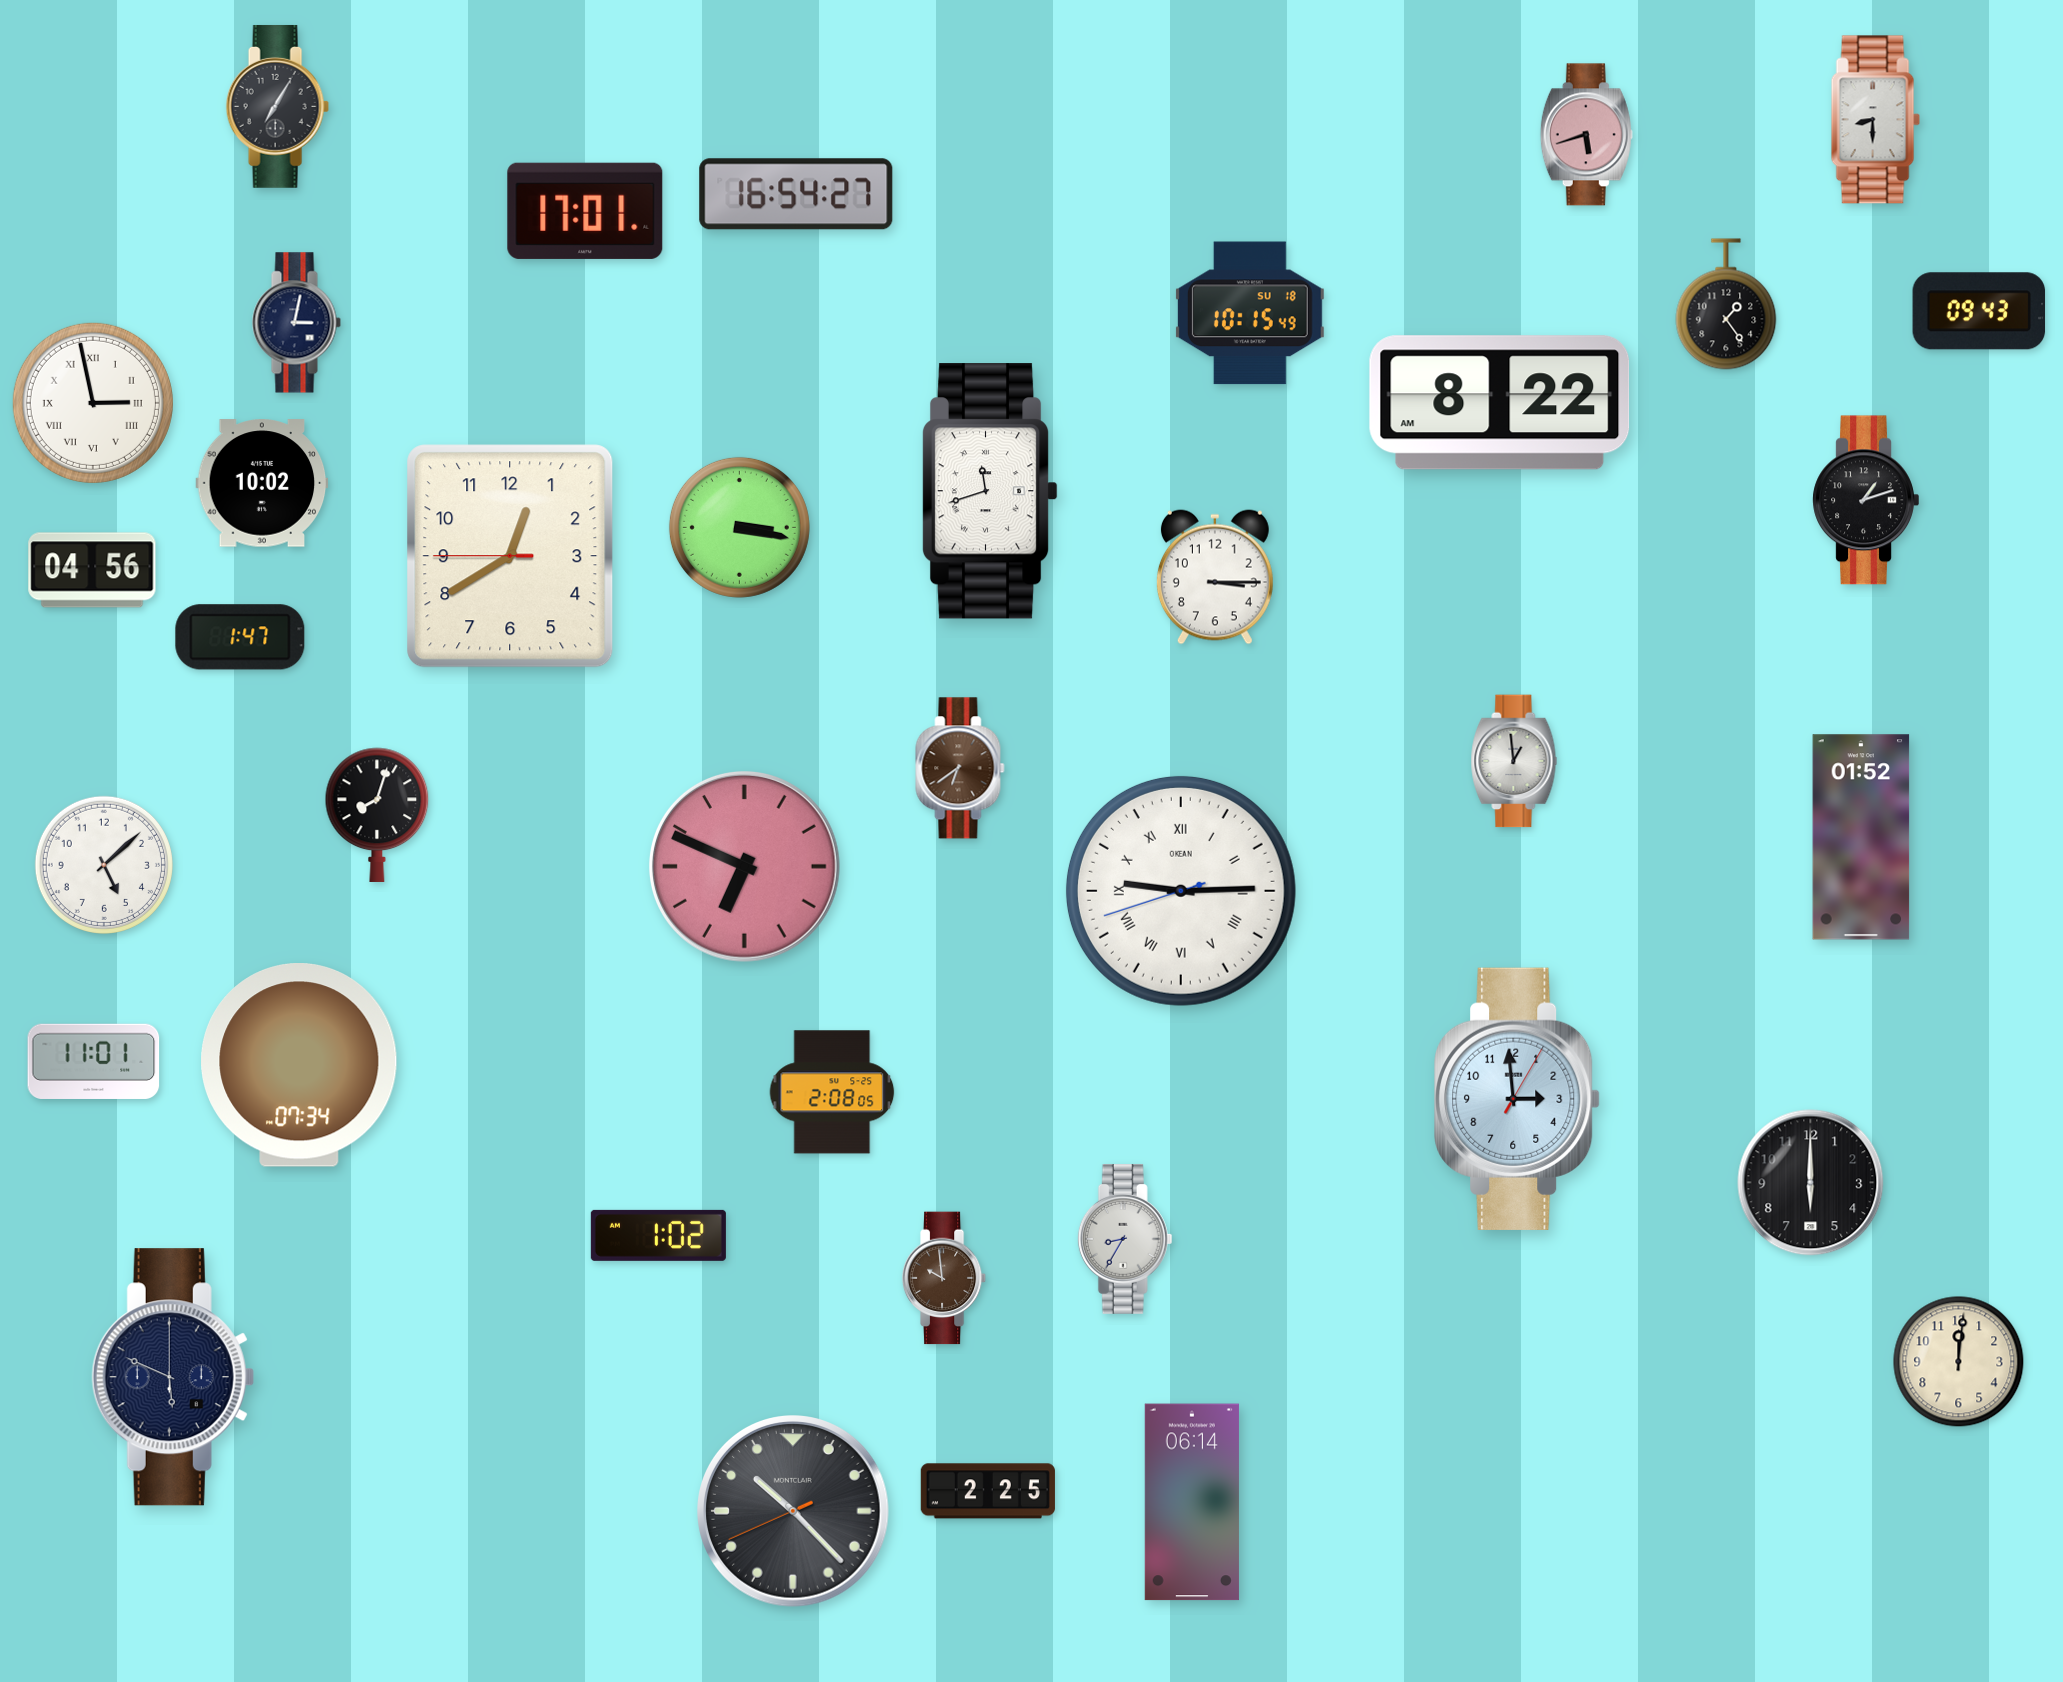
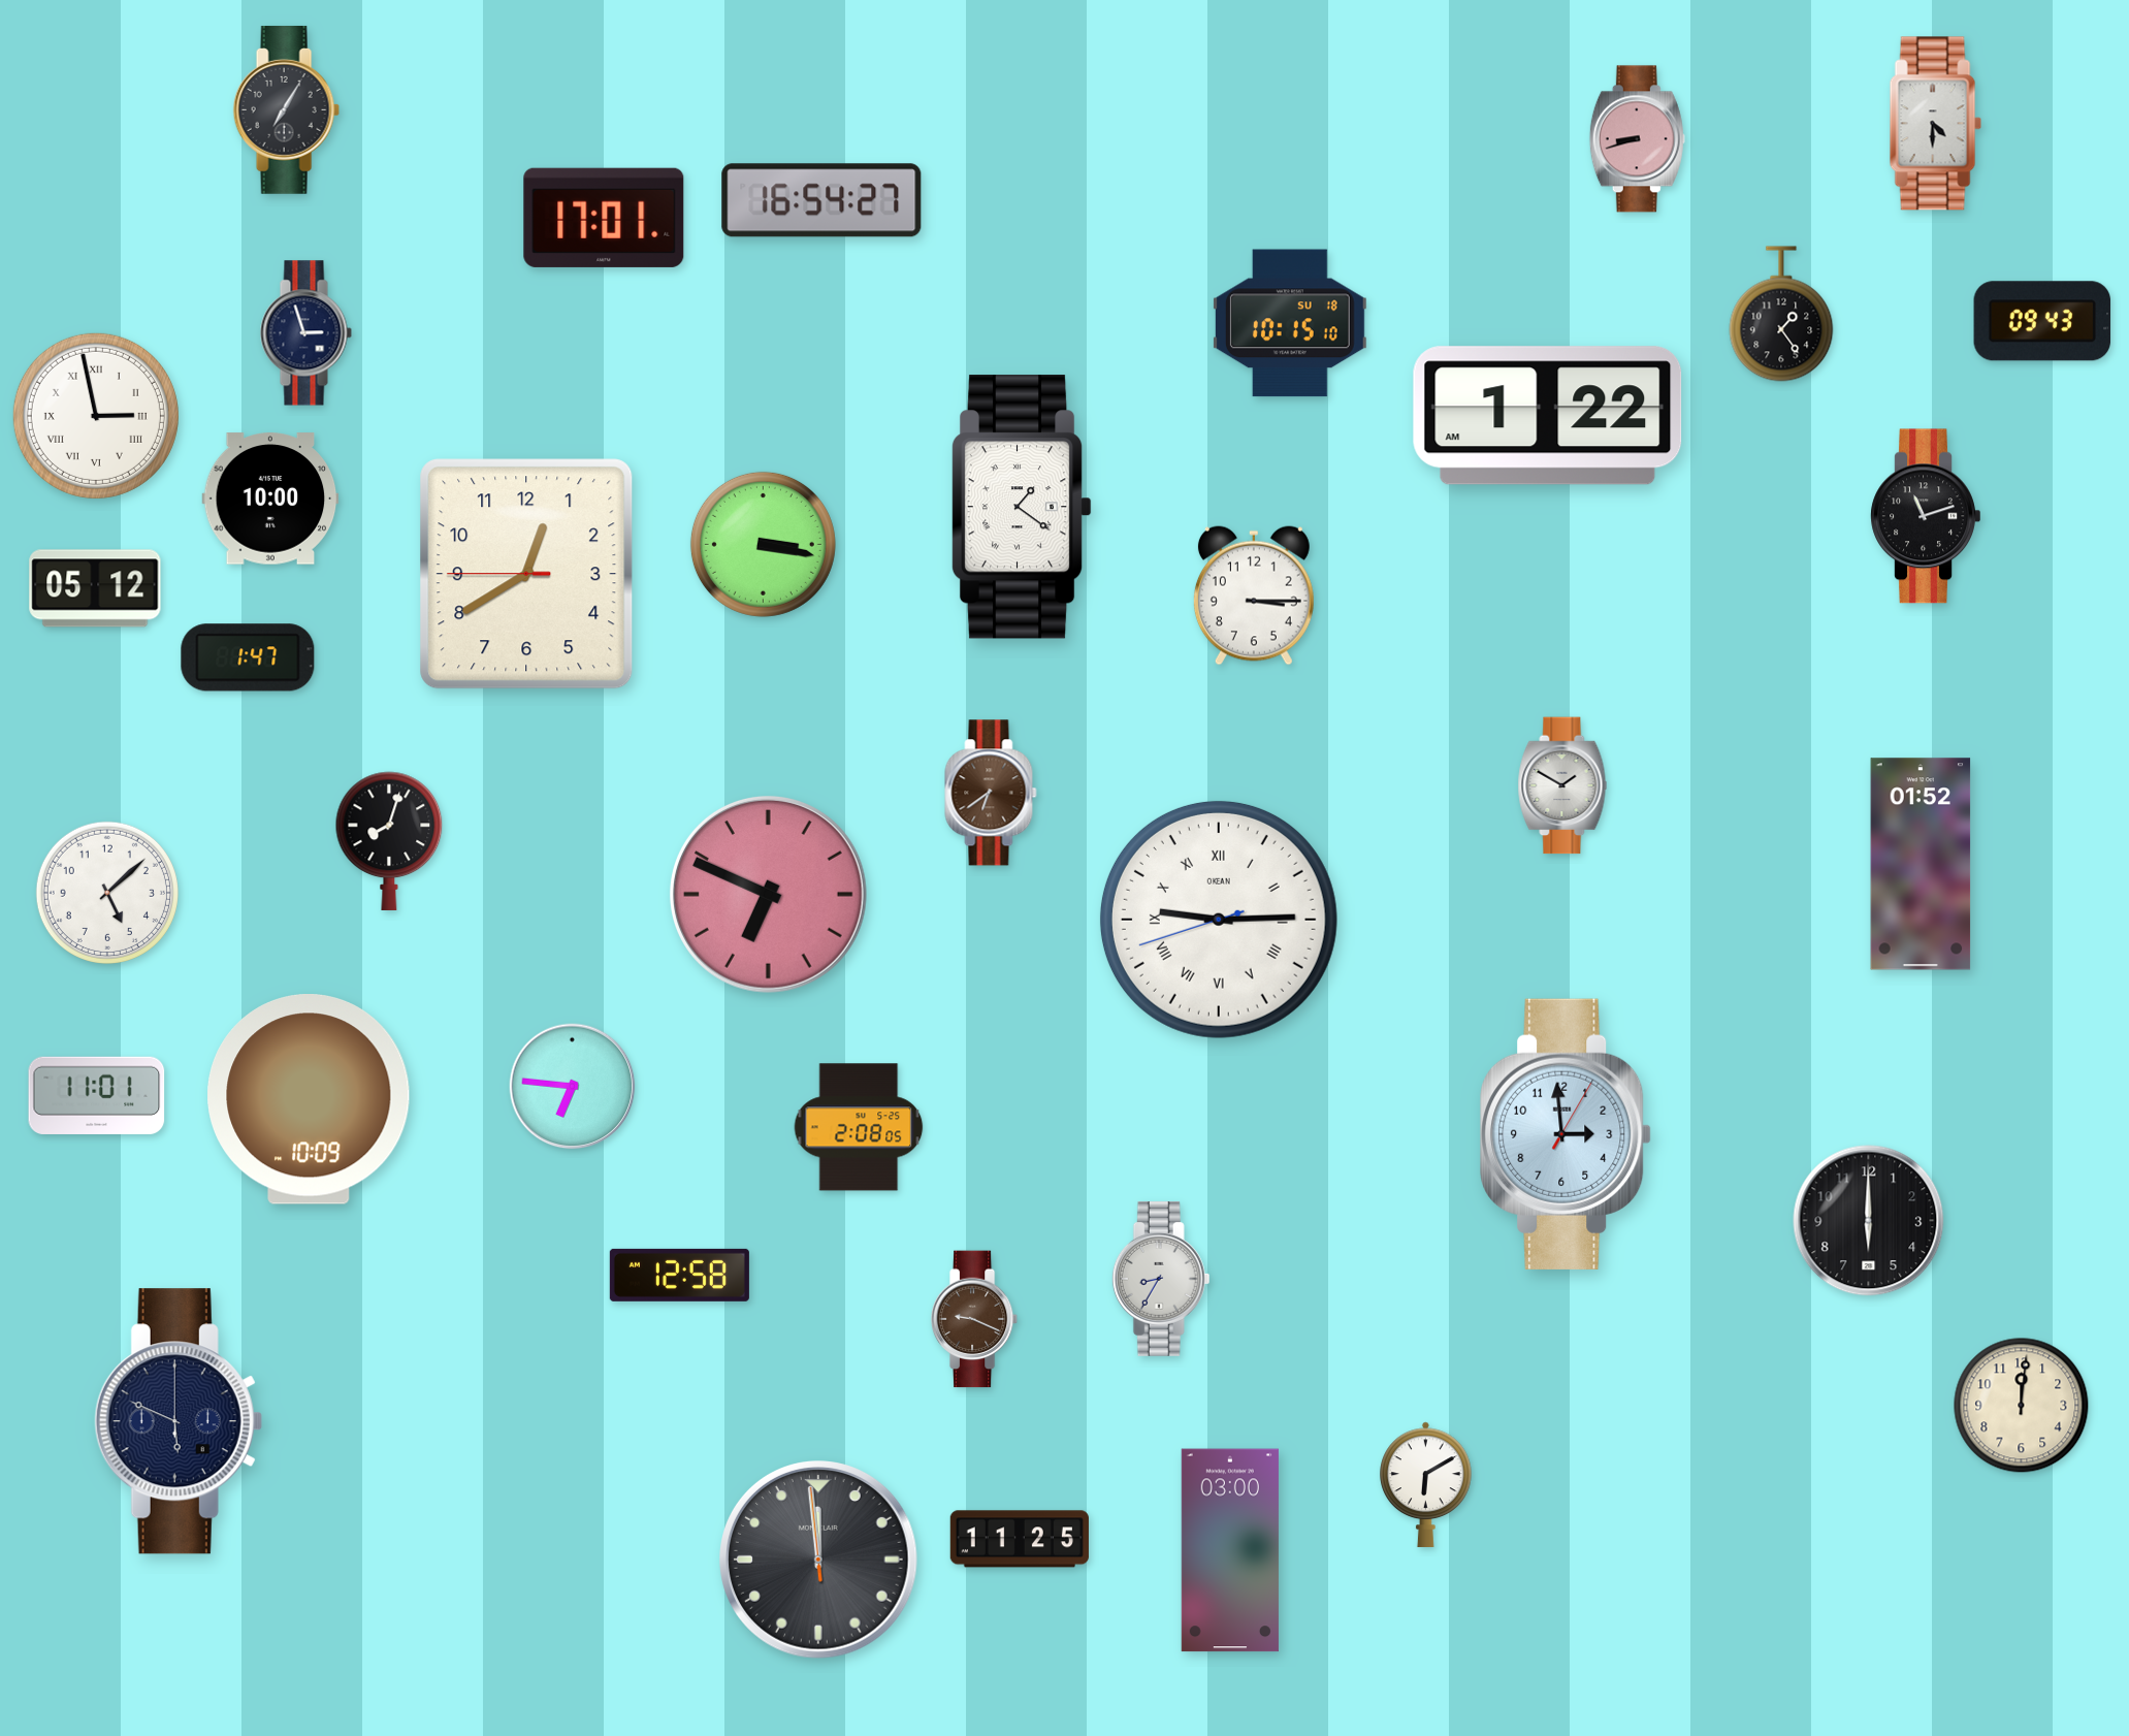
clock at (1875, 120): 8:30 -> 4:30
clock at (1586, 135): 5:42 -> 8:42
clock at (1250, 313): 10:15:49 -> 10:15:10
clock at (296, 323): 3:02 -> 2:57
clock at (1500, 403): 8:22 -> 1:22
clock at (262, 483): 10:02 -> 10:00
clock at (990, 491): 11:42 -> 1:21
clock at (1866, 500): 1:12 -> 11:12
clock at (92, 570): 04:56 -> 05:12
clock at (1514, 761): 12:59 -> 1:50
clock at (573, 1087): none -> 6:46
clock at (299, 1066): 07:34 -> 10:09
clock at (658, 1235): 1:02 -> 12:58
clock at (944, 1278): 9:59 -> 9:19
clock at (1426, 1484): none -> 6:10
clock at (988, 1491): 2:25 -> 11:25
clock at (1192, 1502): 06:14 -> 03:00
clock at (794, 1512): 10:22 -> 11:58
